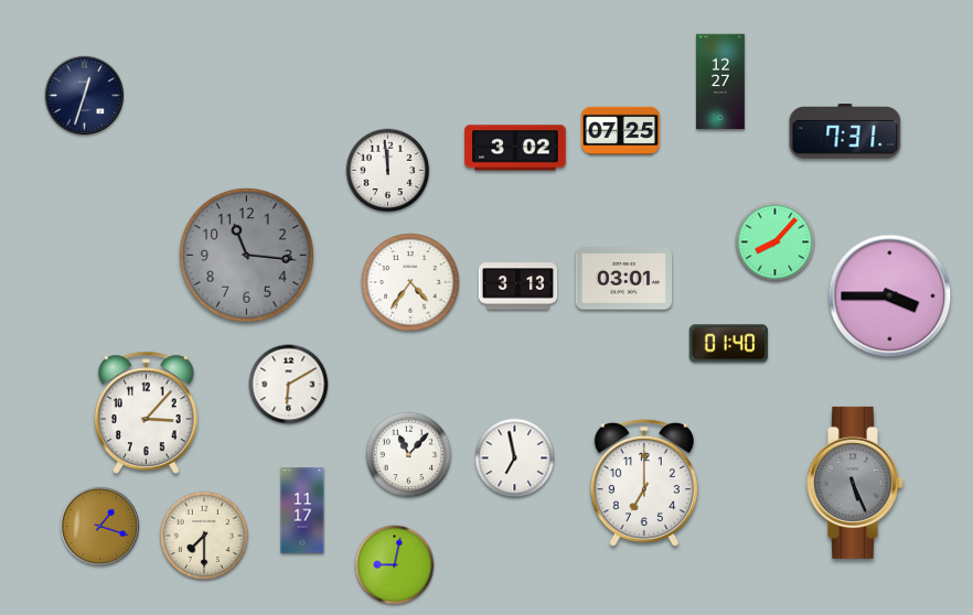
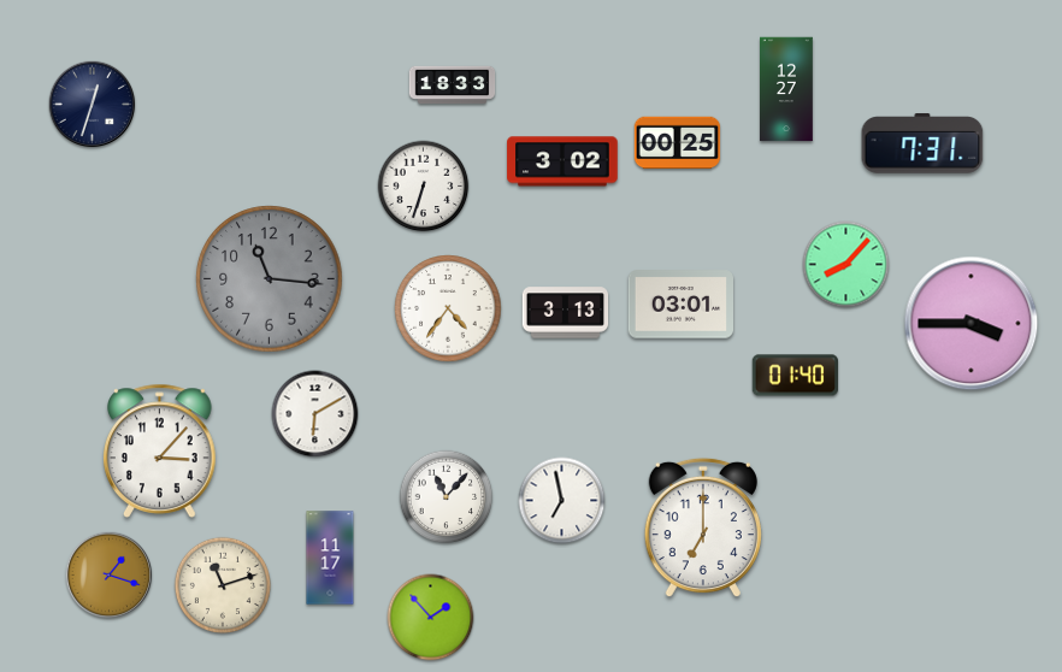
clock at (453, 86): none -> 18:33
clock at (621, 131): 07:25 -> 00:25
clock at (388, 171): 11:59 -> 6:33
clock at (289, 385) position: (289, 385) -> (315, 414)
clock at (856, 483): 5:26 -> none
clock at (203, 535): 7:30 -> 11:12
clock at (395, 565): 9:02 -> 1:53
